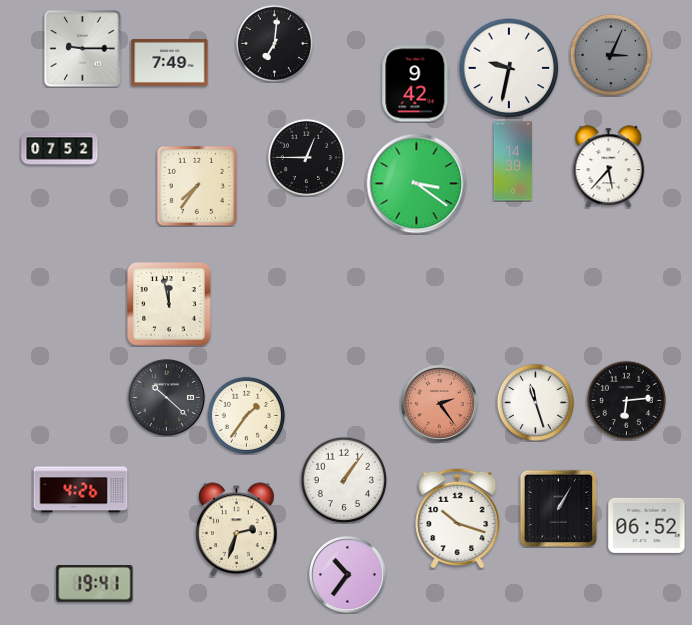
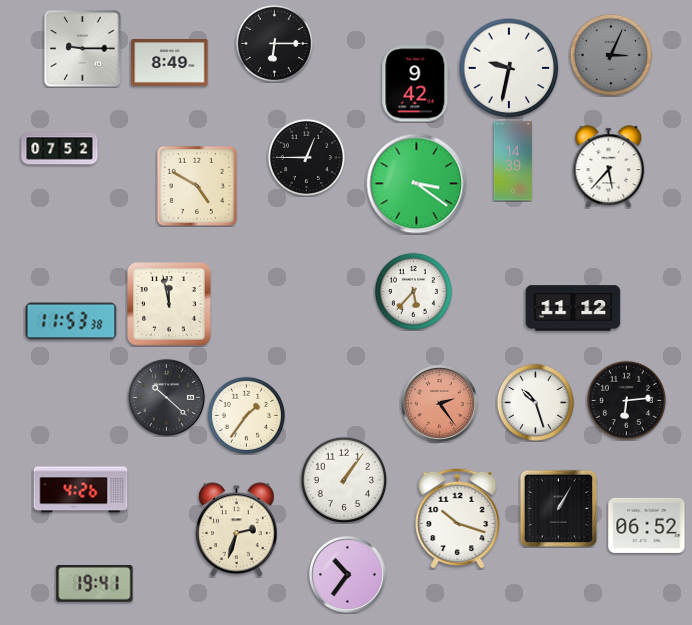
clock at (274, 43): 7:01 -> 6:15
clock at (170, 63): 7:49 -> 8:49
clock at (197, 186): 7:36 -> 4:50
clock at (413, 291): none -> 5:37
clock at (573, 308): none -> 11:12
clock at (71, 321): none -> 11:53
clock at (535, 402): 11:27 -> 10:27
